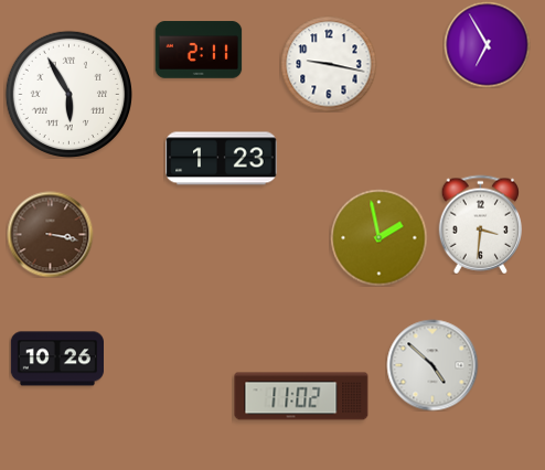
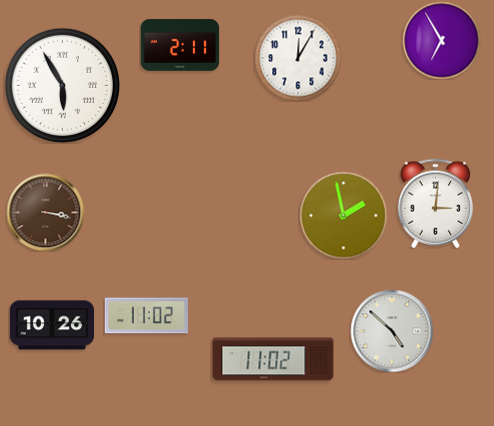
clock at (329, 64): 9:17 -> 12:05
clock at (222, 159): 1:23 -> none
clock at (480, 224): 3:31 -> 3:01
clock at (146, 316): none -> 11:02
